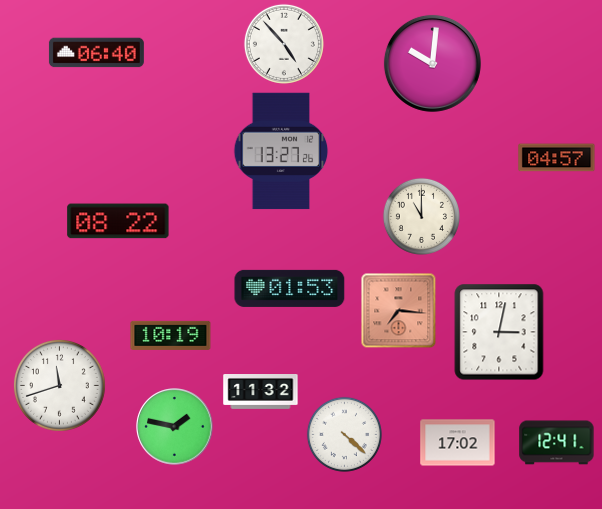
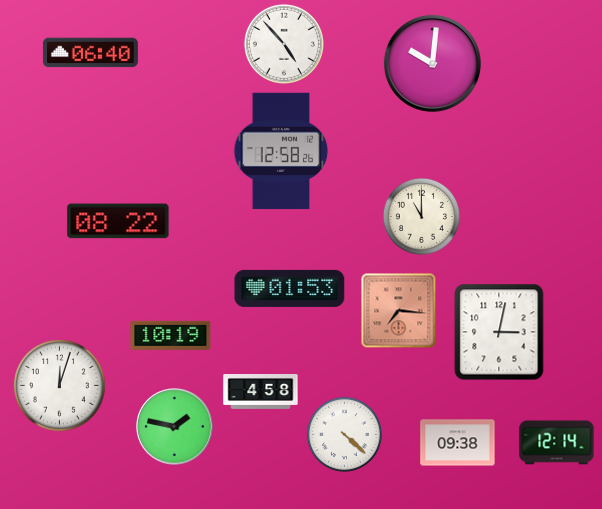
clock at (96, 53) position: (96, 53) -> (90, 53)
clock at (281, 151): 13:27 -> 12:58
clock at (557, 158): 04:57 -> none
clock at (59, 385): 11:42 -> 12:03
clock at (261, 392): 11:32 -> 4:58
clock at (458, 443): 17:02 -> 09:38
clock at (557, 443): 12:41 -> 12:14
